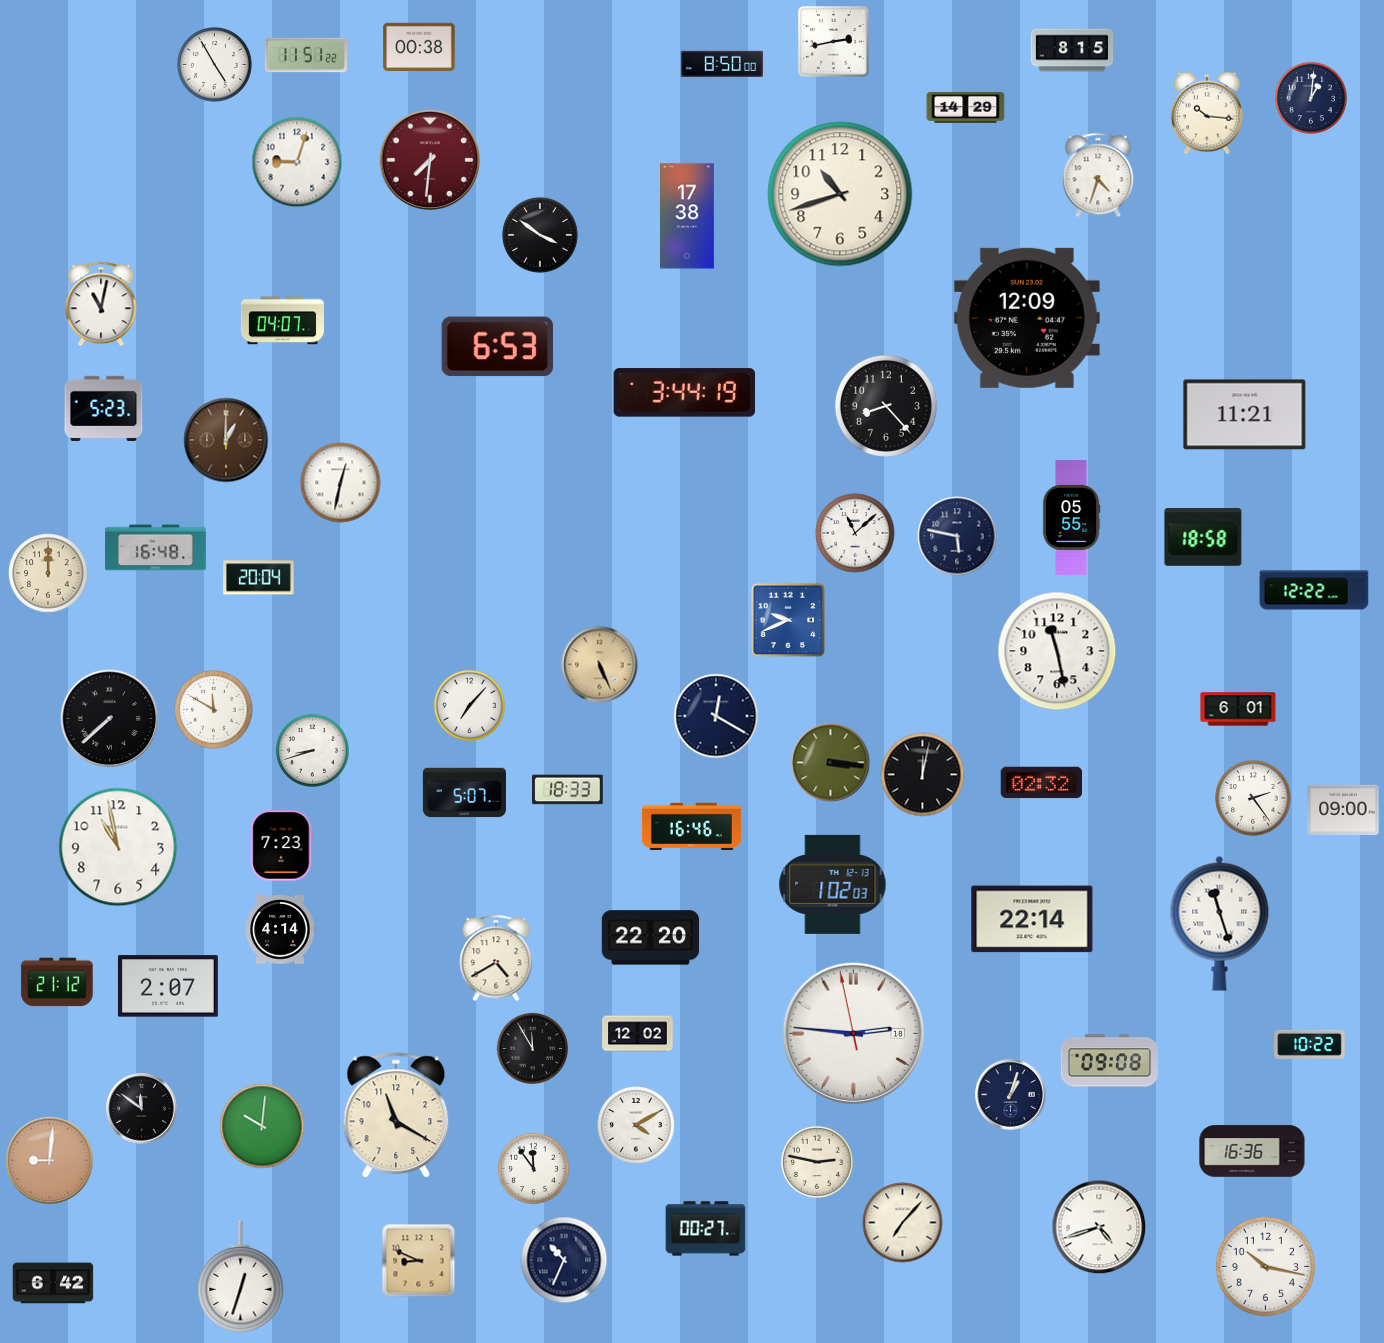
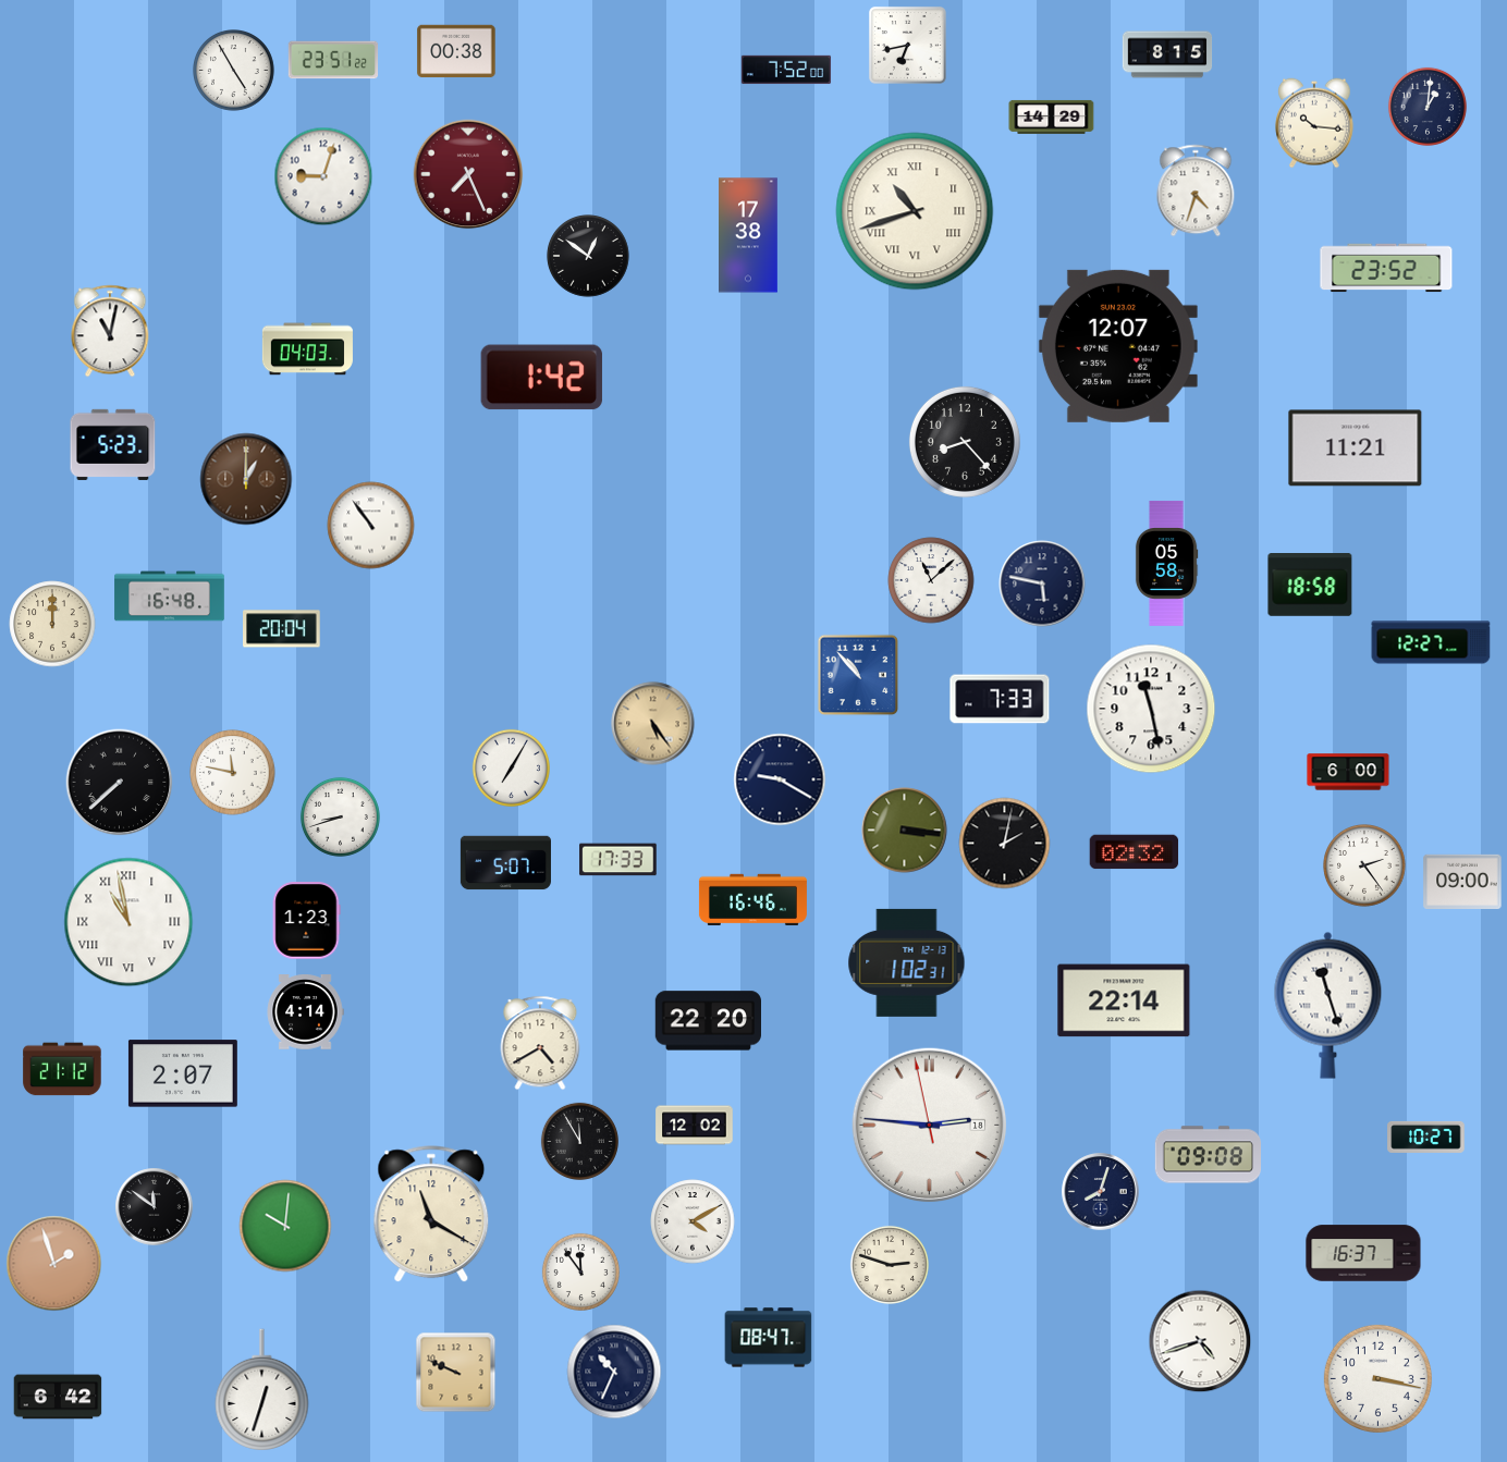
clock at (834, 42): 2:43 -> 6:43
clock at (306, 55): 11:51 -> 23:51
clock at (722, 64): 8:50 -> 7:52
clock at (430, 160): 7:31 -> 7:26
clock at (840, 194) numerals: Arabic -> Roman
clock at (540, 235): 3:51 -> 12:51
clock at (1386, 268): none -> 23:52
clock at (1027, 318): 12:09 -> 12:07
clock at (282, 321): 04:07 -> 04:03
clock at (497, 347): 6:53 -> 1:42
clock at (685, 393): 3:44 -> none
clock at (1245, 415) position: (1245, 415) -> (1356, 449)
clock at (341, 483): 12:32 -> 10:54
clock at (1071, 517): 05:55 -> 05:58
clock at (1314, 590): 12:22 -> 12:27
clock at (788, 620): 9:41 -> 10:53
clock at (1000, 699): none -> 7:33
clock at (600, 665): 5:26 -> 5:24
clock at (469, 705): 7:07 -> 7:05
clock at (1238, 709): 6:01 -> 6:00
clock at (214, 710): 11:50 -> 11:47
clock at (716, 716): 12:20 -> 9:20
clock at (923, 775): 12:02 -> 2:02
clock at (568, 790): 18:33 -> 17:33
clock at (1253, 798) position: (1253, 798) -> (1364, 865)
clock at (281, 846): 7:23 -> 1:23
clock at (118, 847) numerals: Arabic -> Roman
clock at (833, 884): 1:02:03 -> 1:02:31
clock at (1310, 1044): 10:22 -> 10:27
clock at (1011, 1095): 1:03 -> 8:03
clock at (636, 1125) position: (636, 1125) -> (693, 1221)
clock at (1252, 1151): 16:36 -> 16:37
clock at (50, 1161): 9:01 -> 1:57
clock at (817, 1162): 2:47 -> 2:48
clock at (903, 1223): 7:07 -> none
clock at (1099, 1227) position: (1099, 1227) -> (1200, 1341)
clock at (706, 1229): 00:27 -> 08:47
clock at (419, 1261): 8:49 -> 9:49
clock at (1265, 1266): 10:17 -> 3:17
